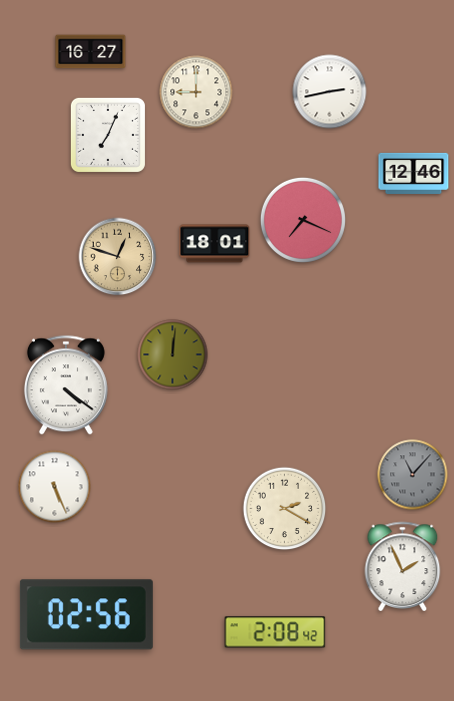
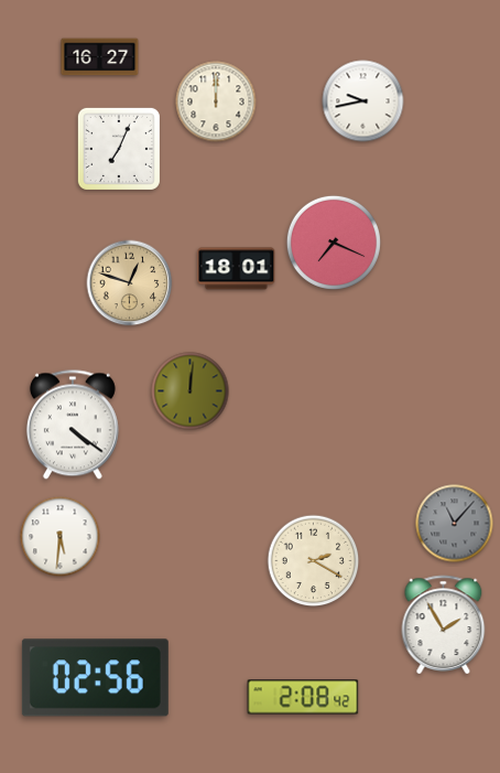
clock at (196, 92): 9:00 -> 12:00
clock at (330, 92): 2:43 -> 9:43
clock at (414, 173): 12:46 -> none
clock at (55, 487): 5:26 -> 5:31
clock at (403, 566): 1:56 -> 1:55
